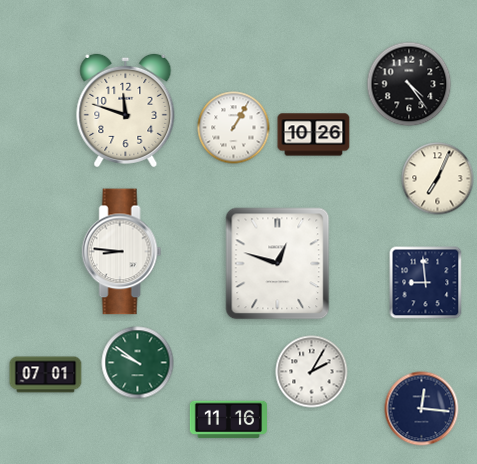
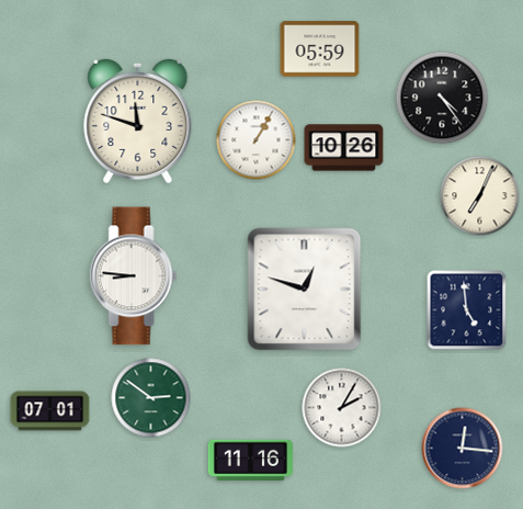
clock at (320, 49): none -> 05:59
clock at (409, 84) position: (409, 84) -> (442, 98)
clock at (426, 283): 8:59 -> 4:59
clock at (138, 363): 9:51 -> 2:51
